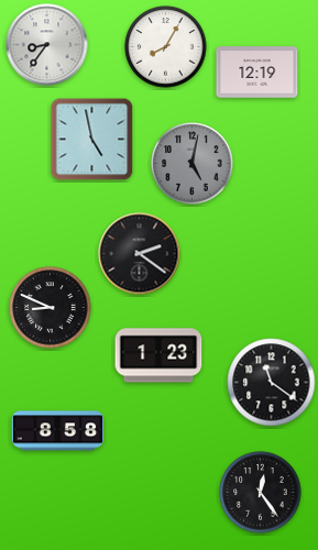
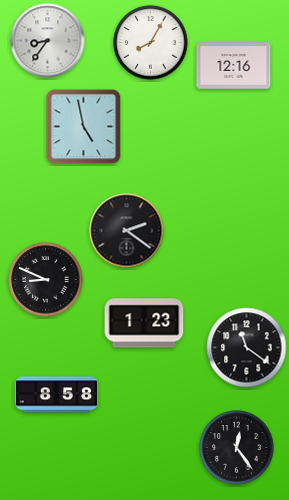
clock at (47, 45) position: (47, 45) -> (48, 41)
clock at (257, 73): 12:19 -> 12:16
clock at (193, 164): 5:02 -> none
clock at (58, 431) position: (58, 431) -> (57, 395)
